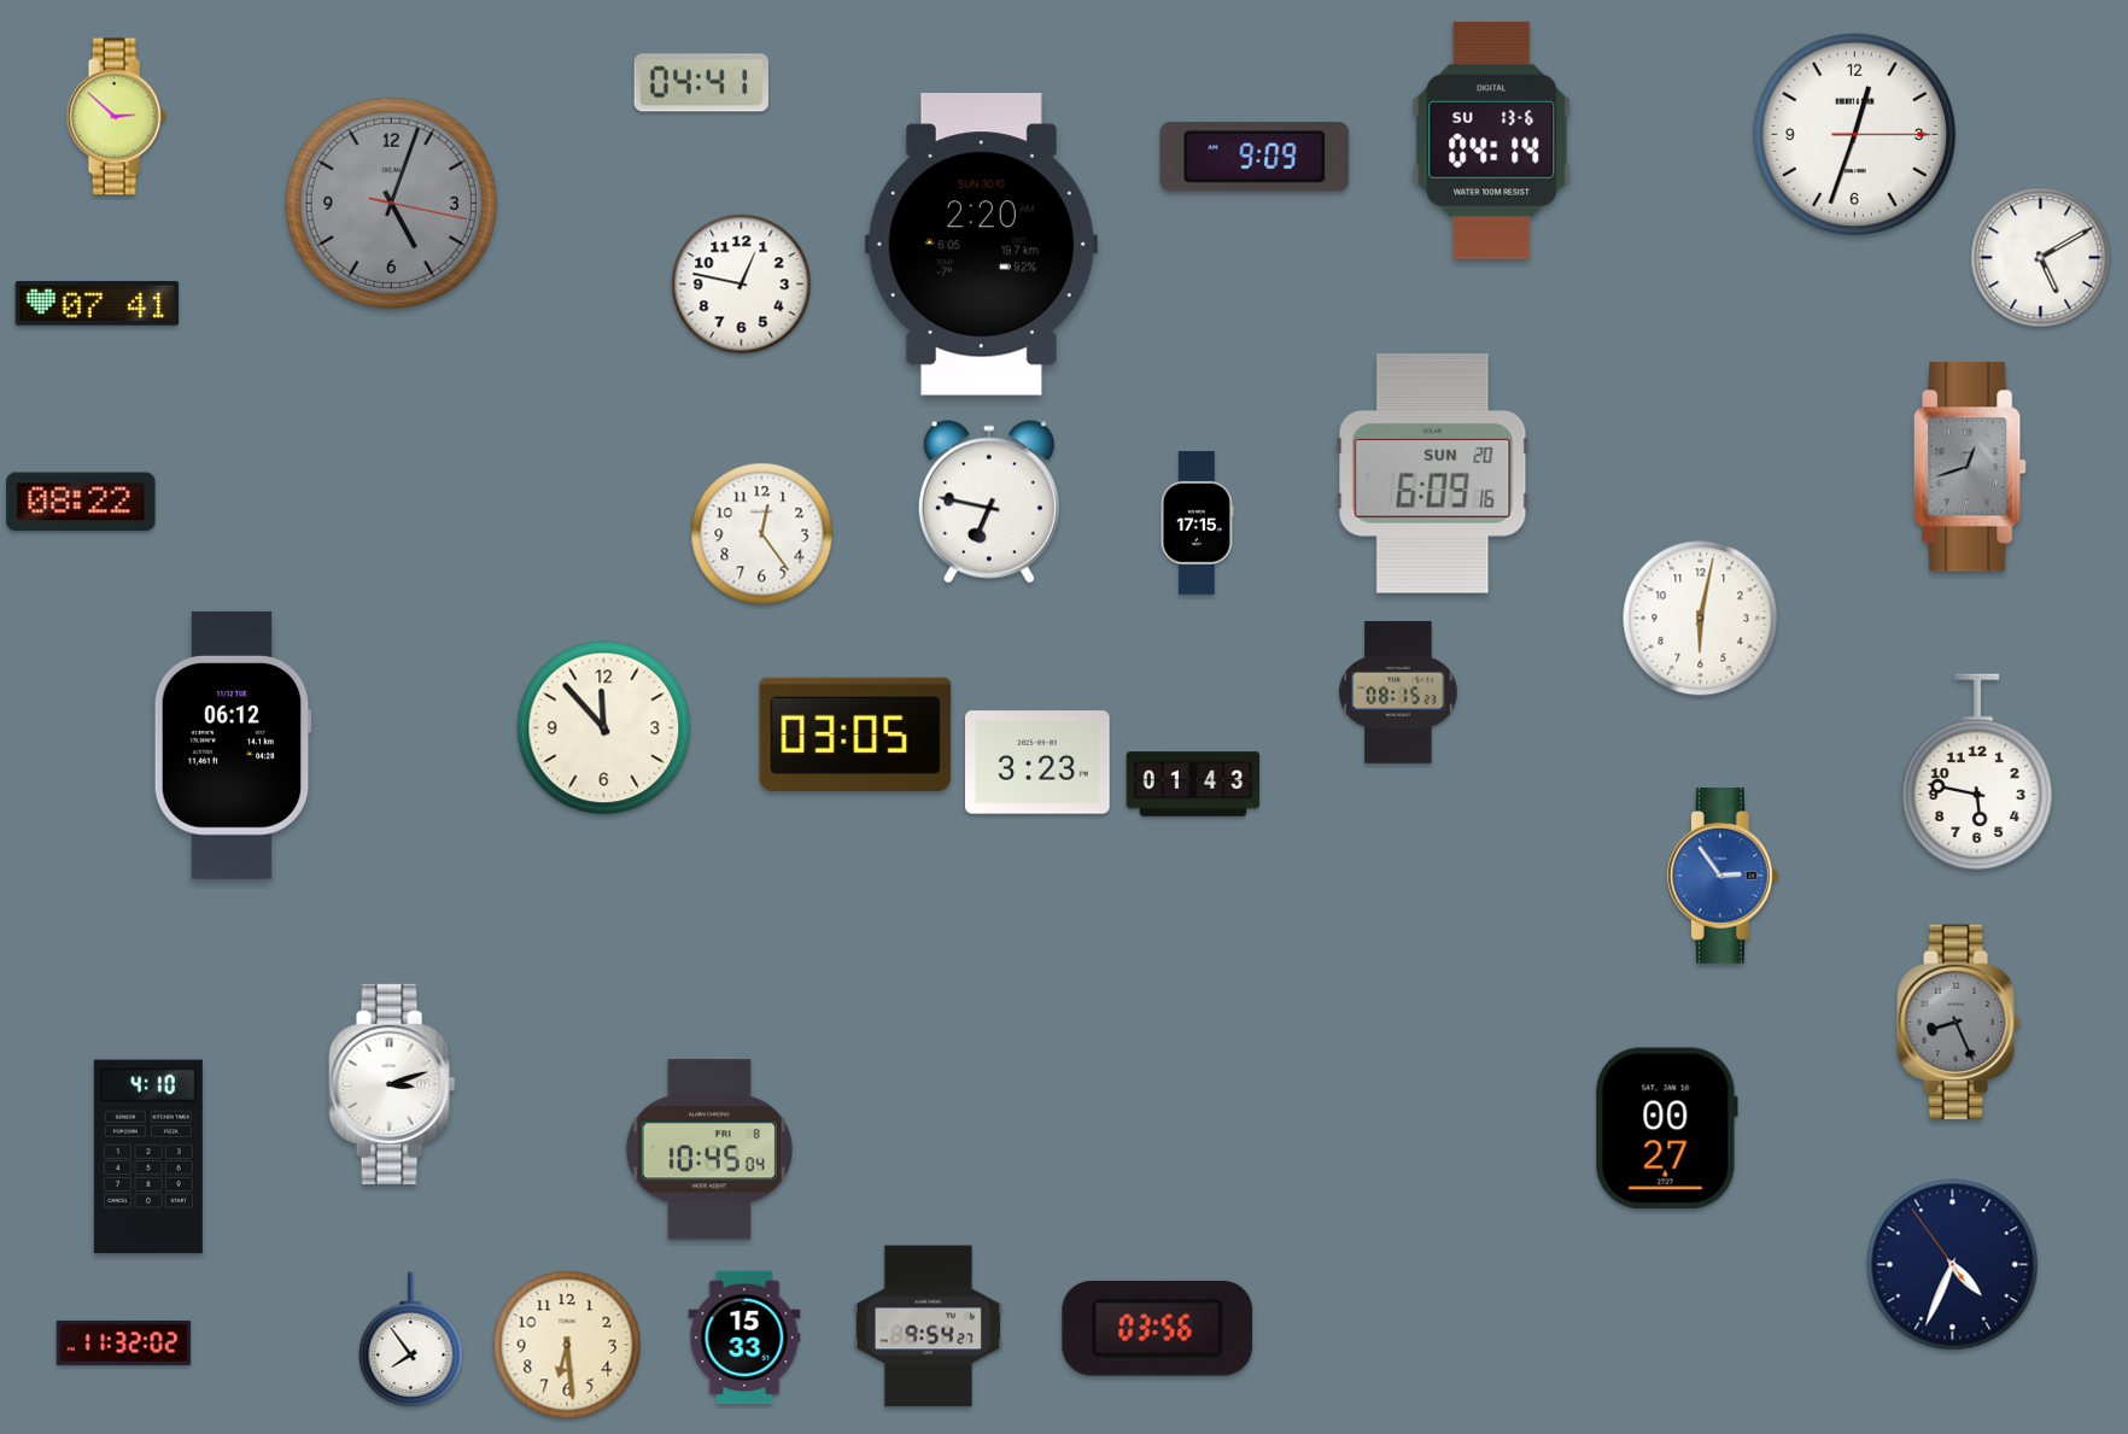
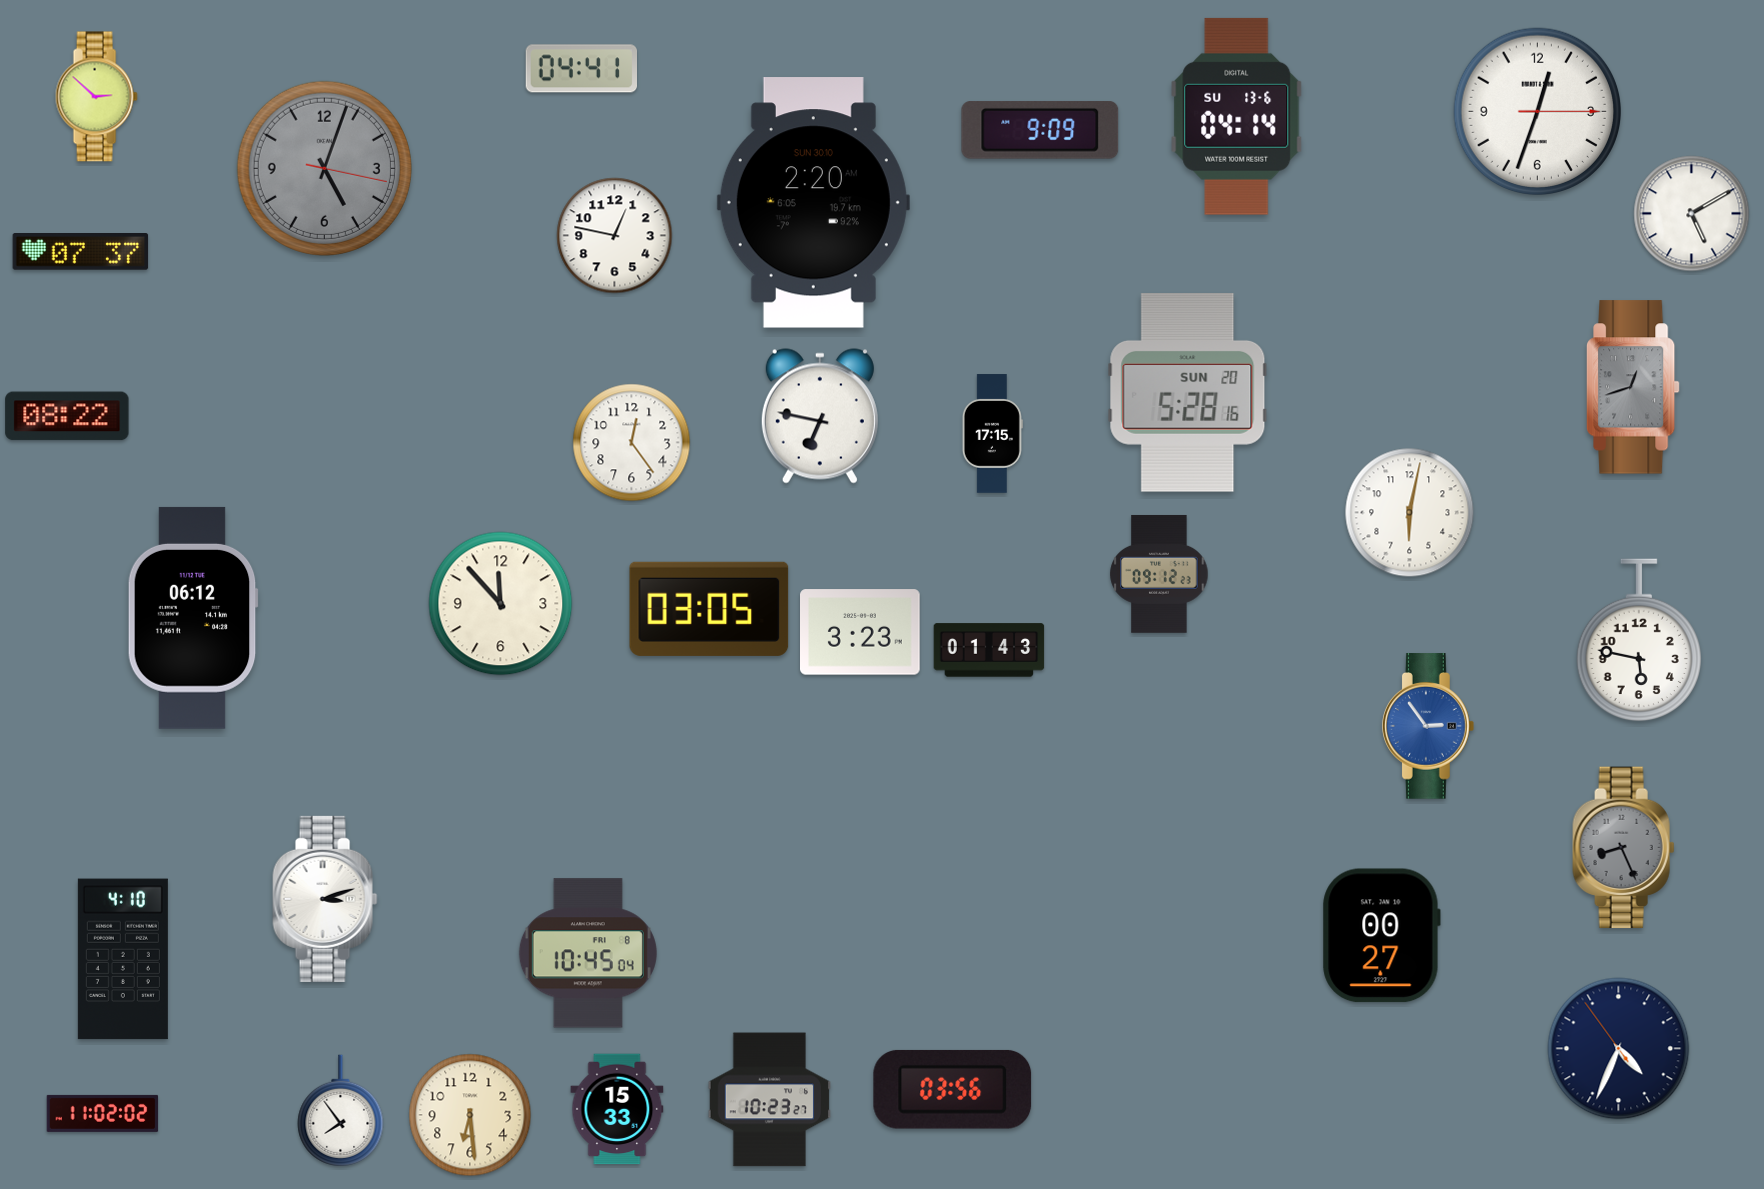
clock at (98, 304): 07:41 -> 07:37
clock at (1433, 474): 6:09 -> 5:28
clock at (1398, 692): 08:15 -> 09:12
clock at (928, 1327): 9:54 -> 10:23
clock at (1158, 1328) position: (1158, 1328) -> (953, 1089)
clock at (124, 1342): 11:32 -> 11:02
